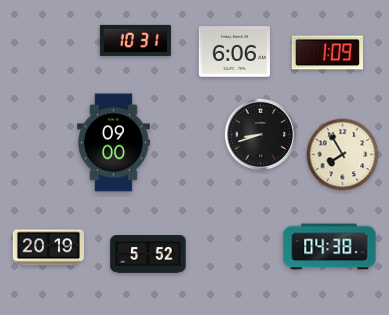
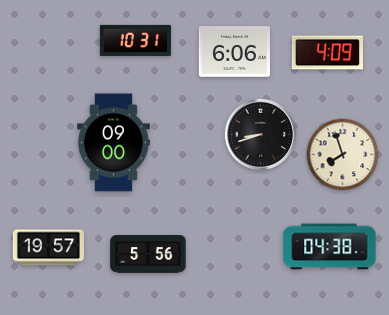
clock at (327, 53): 1:09 -> 4:09
clock at (343, 155): 7:55 -> 7:57
clock at (48, 248): 20:19 -> 19:57
clock at (148, 254): 5:52 -> 5:56
